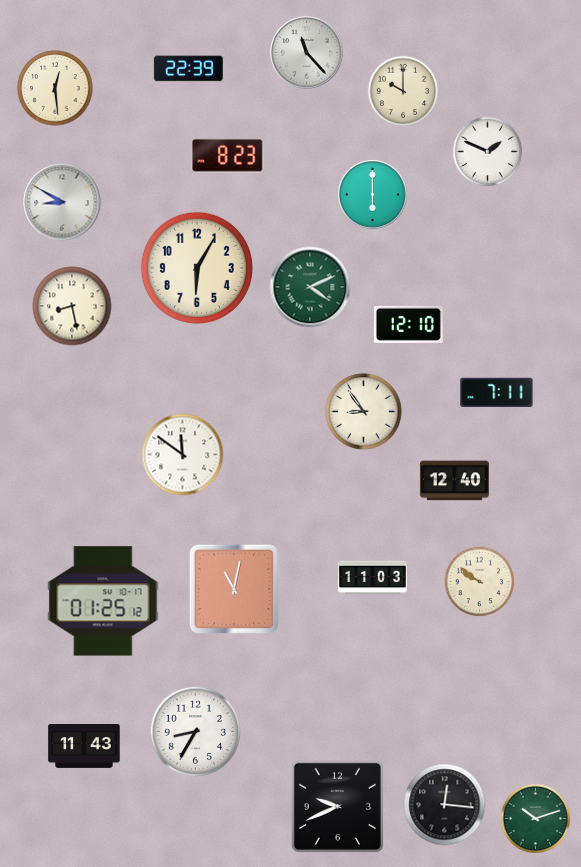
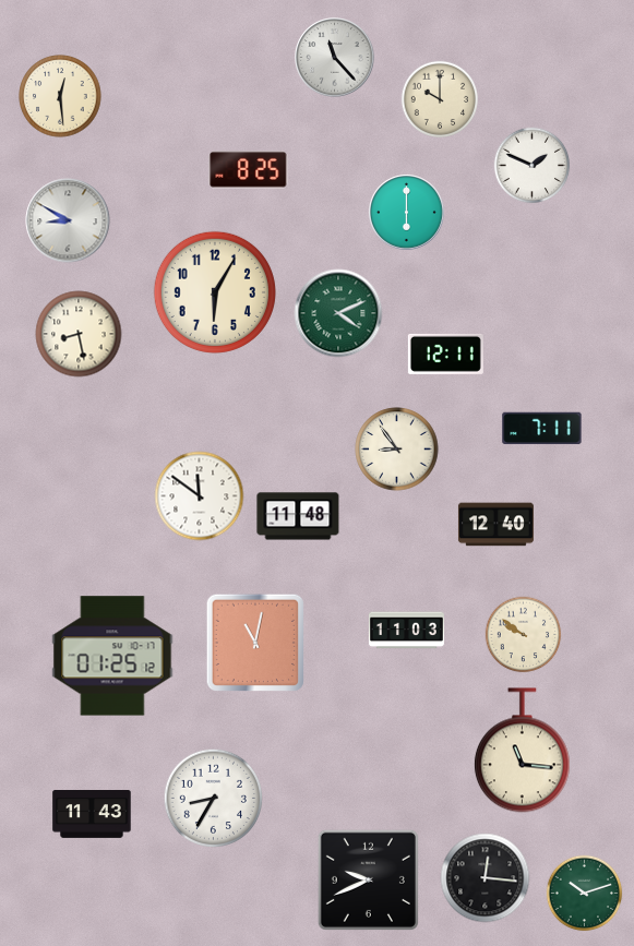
clock at (188, 69): 22:39 -> none
clock at (228, 156): 8:23 -> 8:25
clock at (408, 324): 12:10 -> 12:11
clock at (298, 516): none -> 11:48
clock at (522, 751): none -> 11:16
